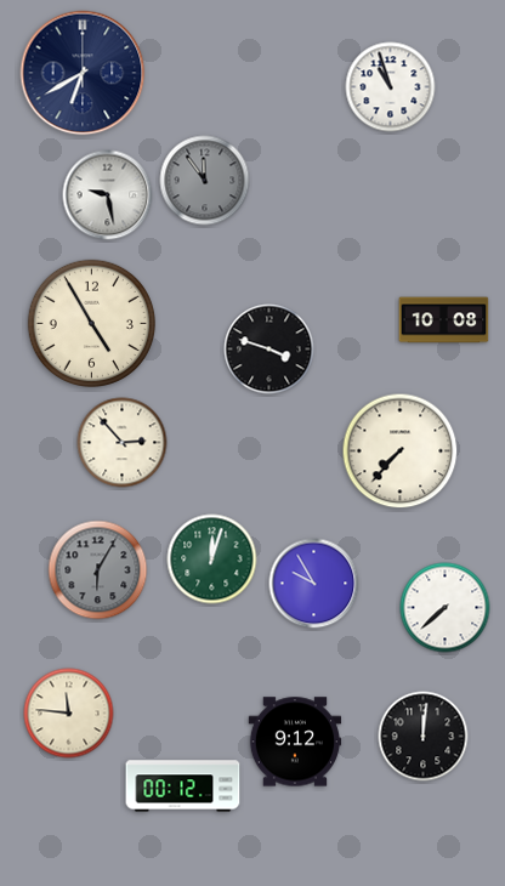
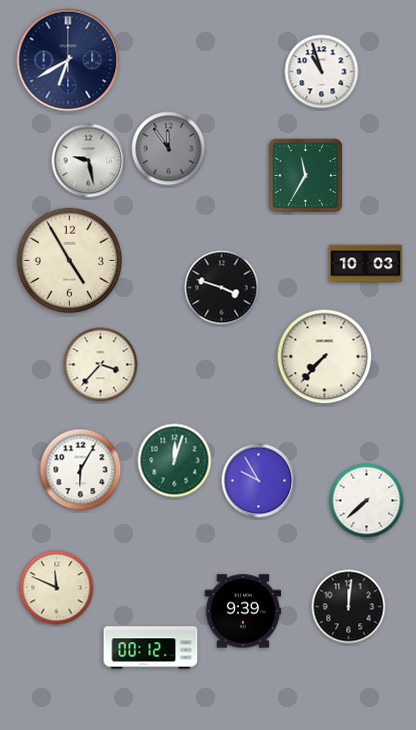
clock at (306, 176): none -> 11:35
clock at (444, 320): 10:08 -> 10:03
clock at (91, 323) position: (91, 323) -> (69, 260)
clock at (123, 443): 2:53 -> 3:37
clock at (401, 451) position: (401, 451) -> (325, 357)
clock at (98, 570) dial: grey -> white
clock at (69, 714): 11:46 -> 11:49
clock at (295, 742): 9:12 -> 9:39
